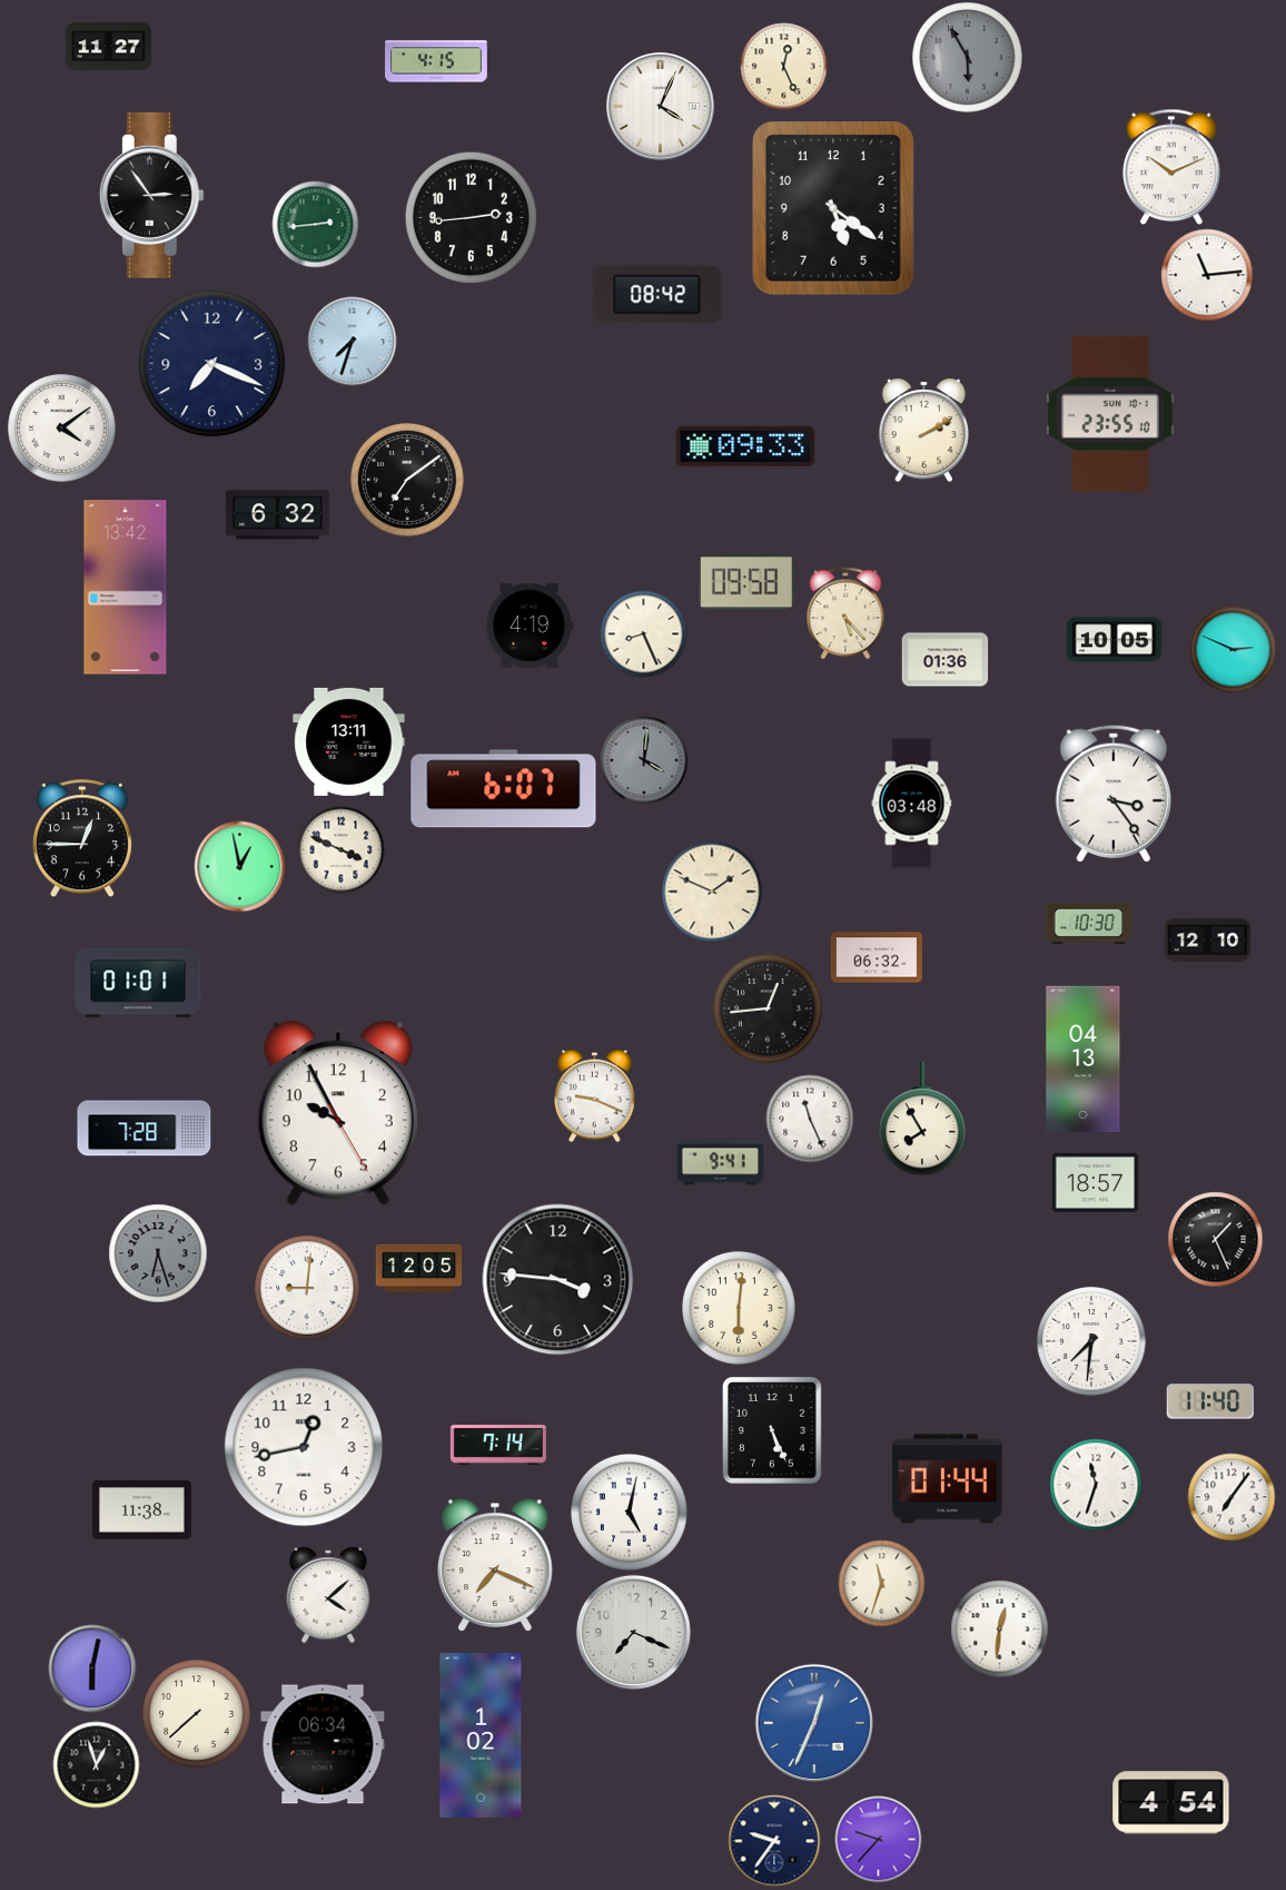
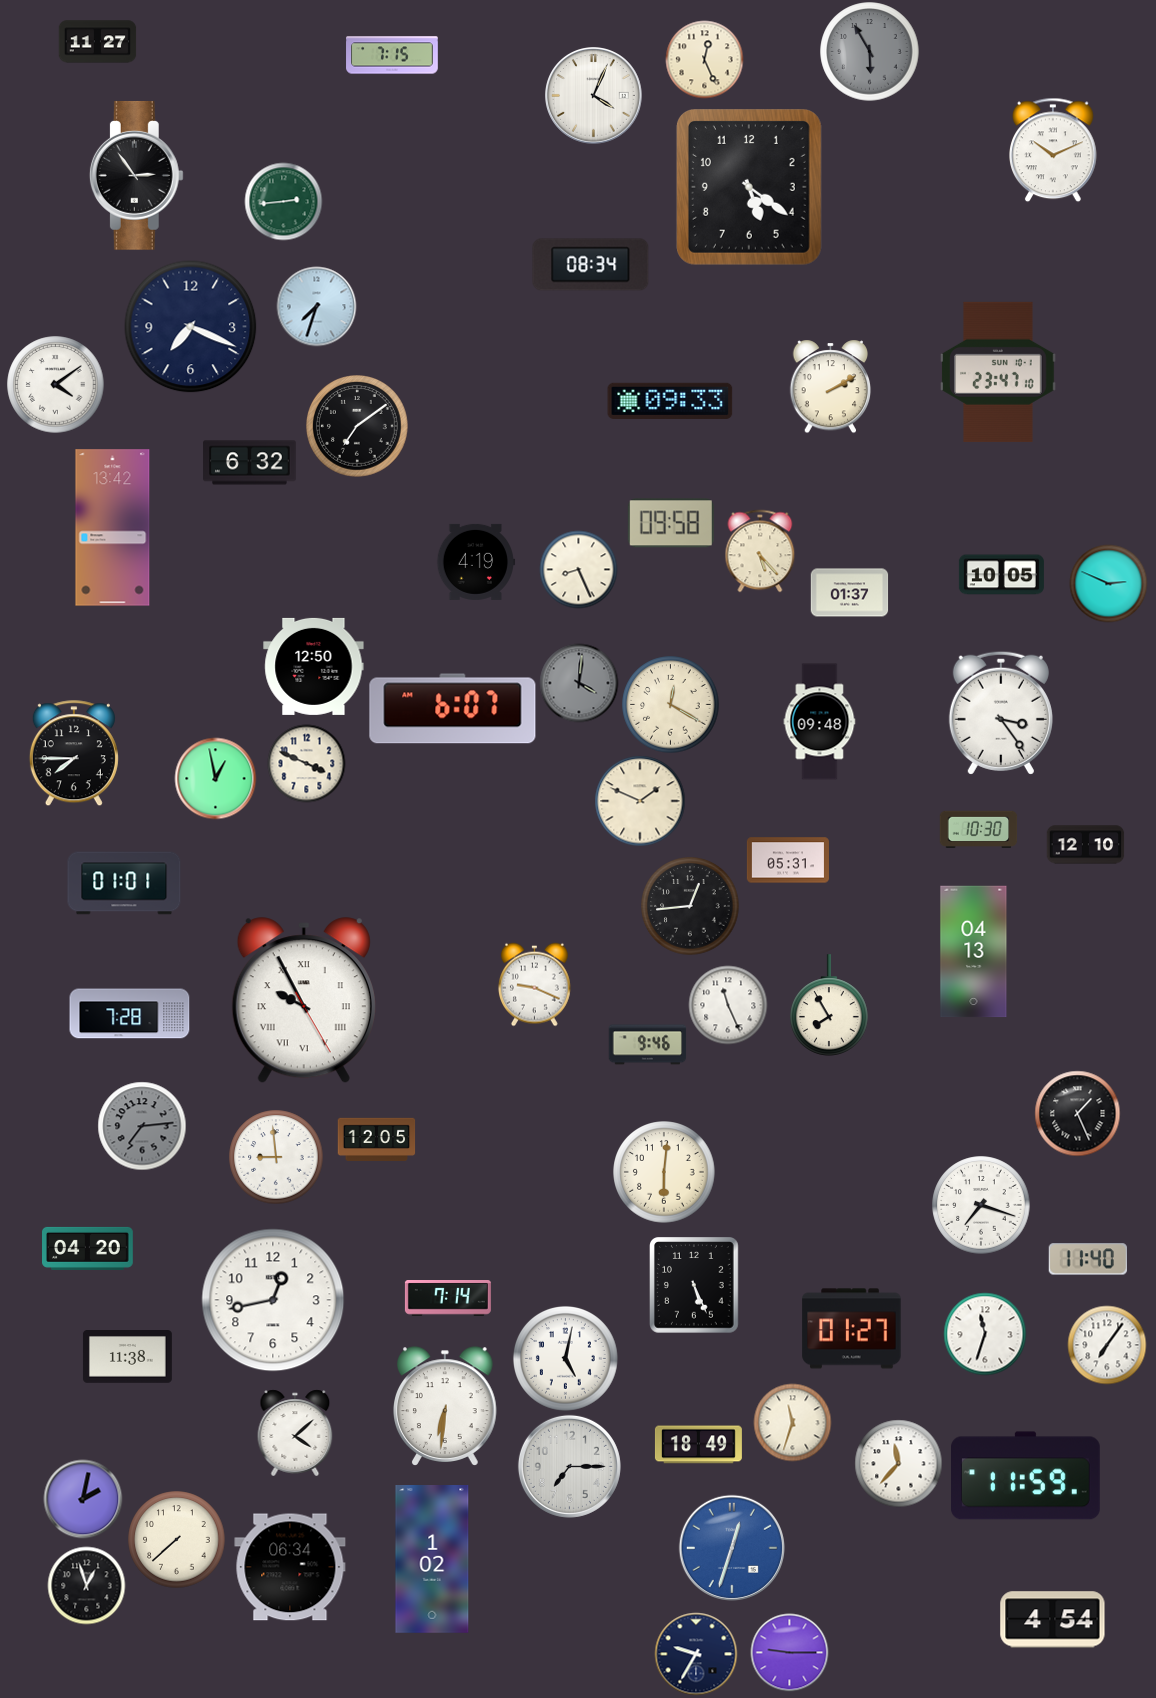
clock at (436, 61): 4:15 -> 7:15
clock at (471, 217): 2:44 -> none
clock at (1207, 275): 11:14 -> none
clock at (657, 295): 08:42 -> 08:34
clock at (1110, 414): 23:55 -> 23:47
clock at (407, 480) position: (407, 480) -> (357, 426)
clock at (944, 660): 01:36 -> 01:37
clock at (349, 741): 13:11 -> 12:50
clock at (671, 705): none -> 12:20
clock at (912, 804): 03:48 -> 09:48
clock at (82, 838): 12:45 -> 7:45
clock at (877, 957): 06:32 -> 05:31
clock at (338, 1114) numerals: Arabic -> Roman
clock at (720, 1163): 9:41 -> 9:46
clock at (1095, 1182): 18:57 -> none
clock at (1215, 1239) position: (1215, 1239) -> (1077, 1113)
clock at (158, 1253): 6:27 -> 7:14
clock at (558, 1280): 3:46 -> none
clock at (307, 1288): 9:01 -> 8:59
clock at (739, 1308) position: (739, 1308) -> (664, 1172)
clock at (1091, 1341): 7:31 -> 7:18
clock at (88, 1248): none -> 04:20
clock at (948, 1479): 01:44 -> 01:27
clock at (496, 1565): 7:19 -> 6:31
clock at (698, 1445): none -> 18:49
clock at (999, 1628): 12:31 -> 11:37
clock at (633, 1632): 7:19 -> 7:15
clock at (1026, 1476): none -> 11:59
clock at (92, 1668): 6:02 -> 2:02
clock at (813, 1722): 12:34 -> 12:33
clock at (878, 1839): 9:37 -> 9:15
clock at (774, 1841): 9:36 -> 9:35
